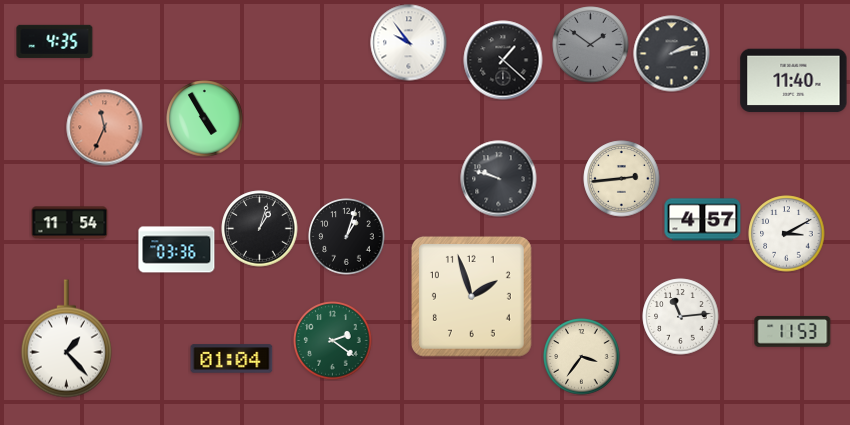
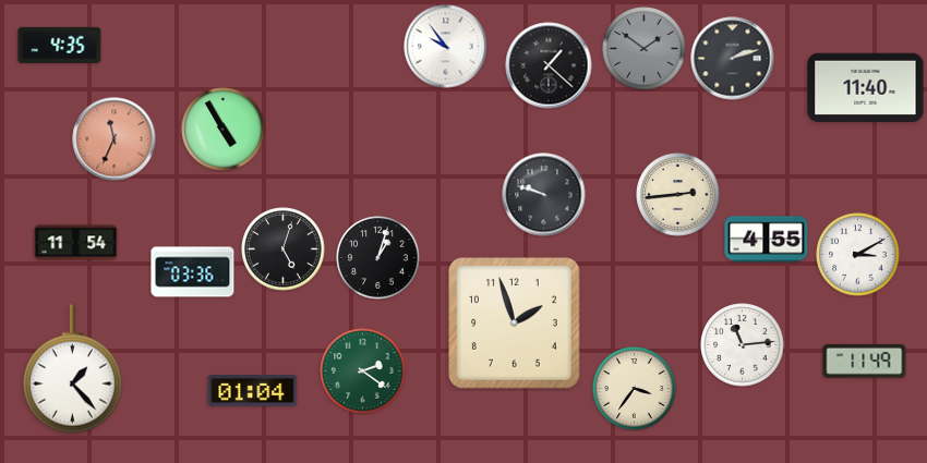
clock at (703, 220): 4:57 -> 4:55
clock at (260, 229): 1:03 -> 5:03
clock at (793, 331): 11:53 -> 11:49
